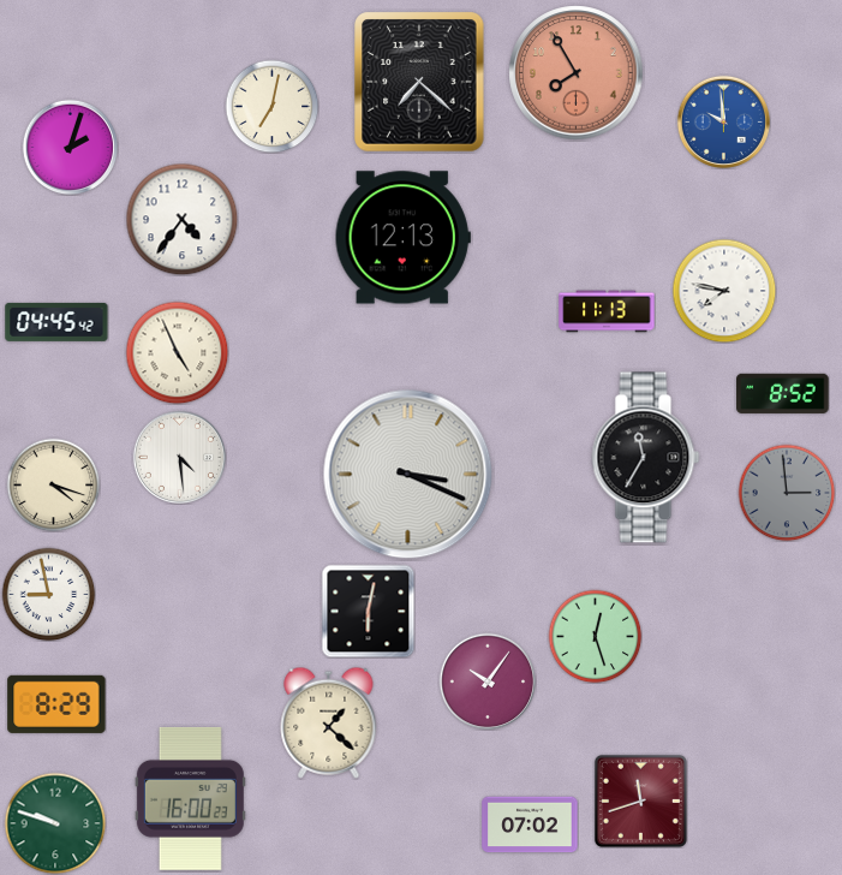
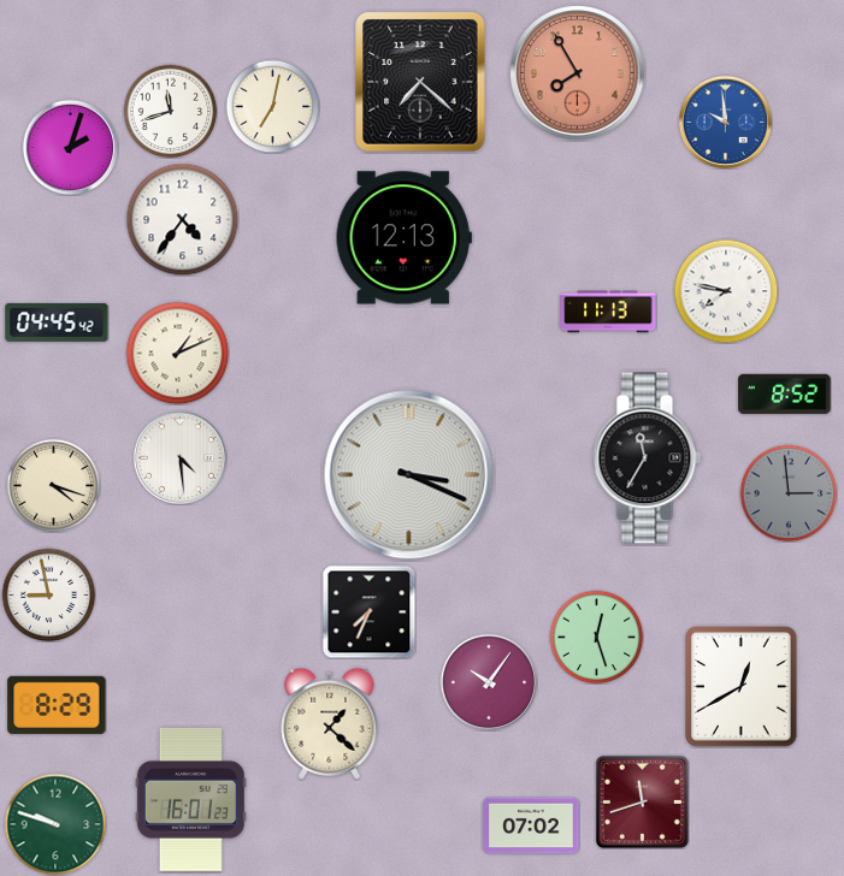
clock at (170, 111): none -> 11:42
clock at (177, 352): 4:56 -> 1:11
clock at (368, 611): 6:02 -> 7:34
clock at (742, 687): none -> 12:40
clock at (190, 798): 16:00 -> 16:01
